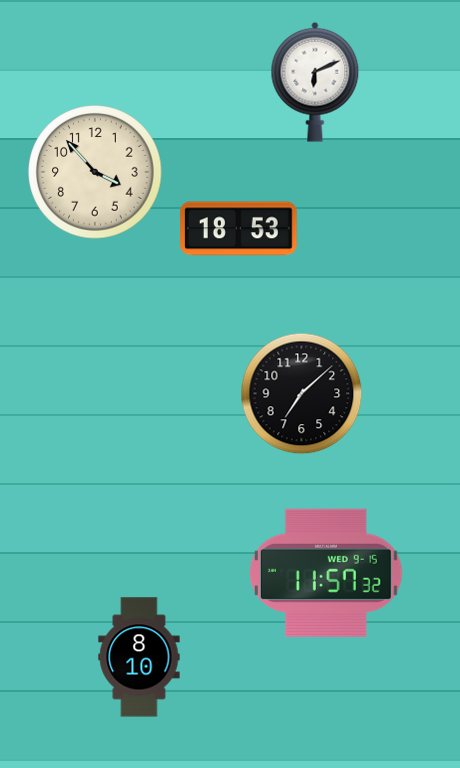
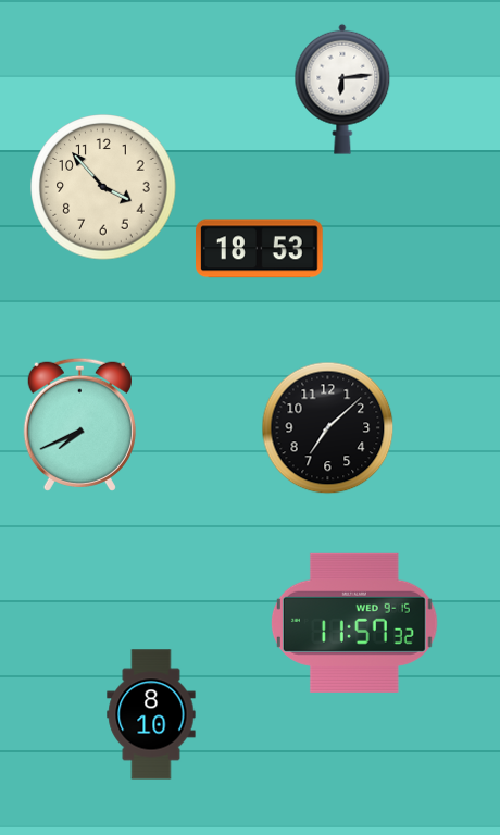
clock at (315, 82): 6:11 -> 6:14
clock at (79, 424): none -> 7:41
